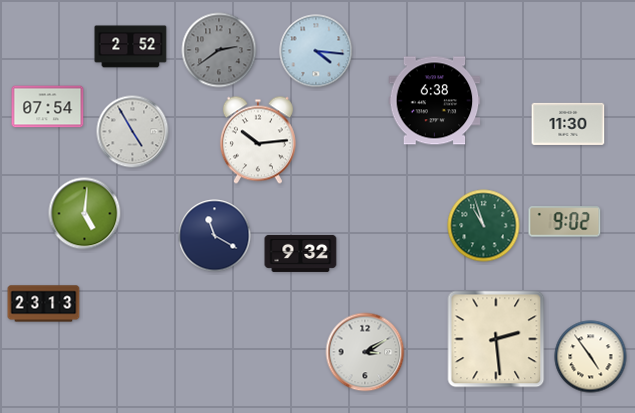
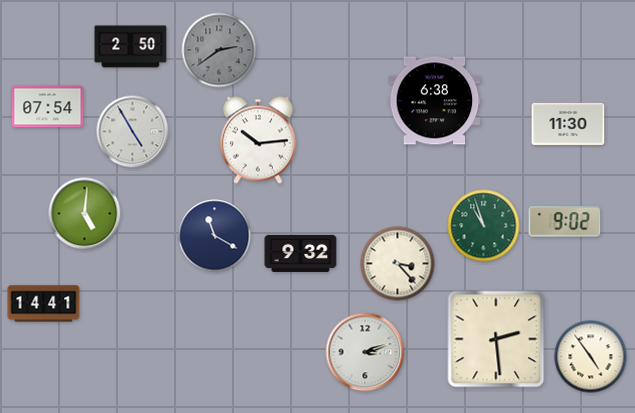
clock at (131, 47): 2:52 -> 2:50
clock at (316, 51): 4:16 -> none
clock at (398, 264): none -> 3:23
clock at (44, 304): 23:13 -> 14:41
clock at (365, 352): 3:10 -> 3:12
